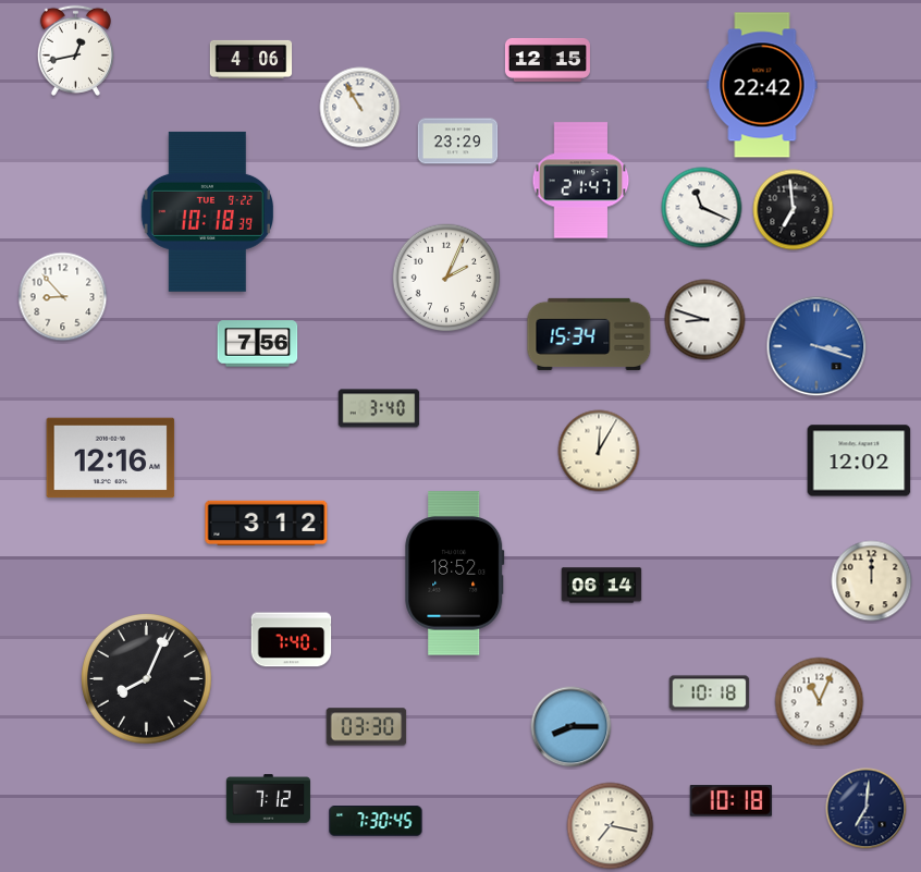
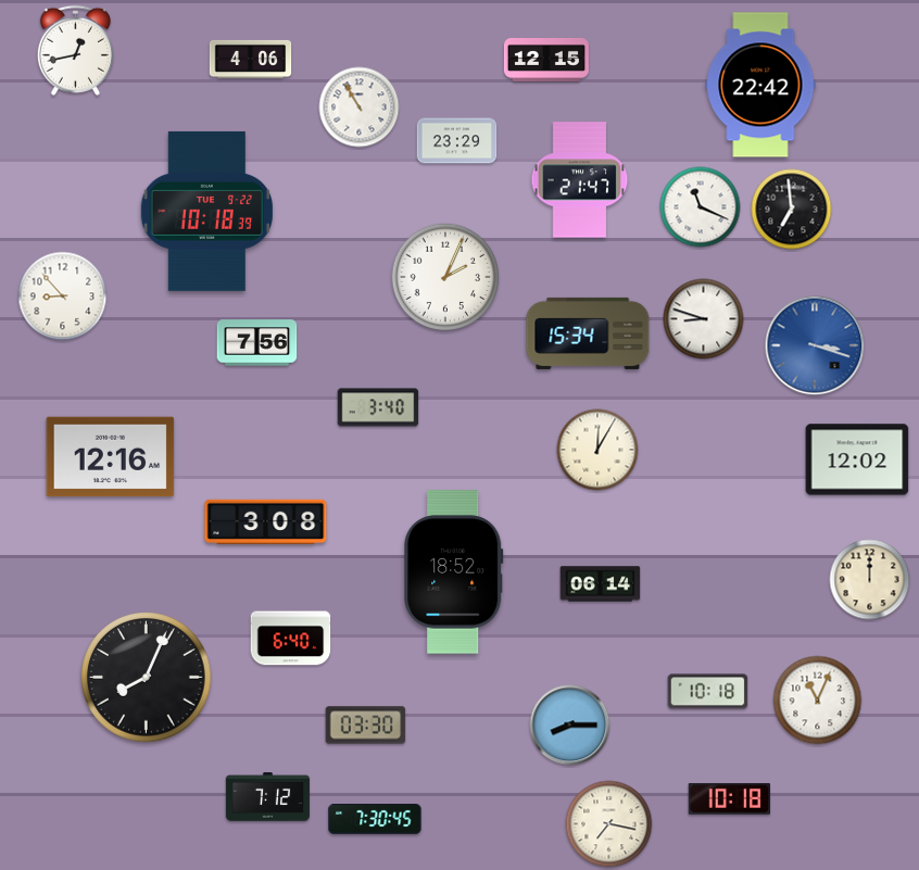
clock at (267, 523): 3:12 -> 3:08
clock at (292, 640): 7:40 -> 6:40
clock at (867, 809): 7:01 -> none
